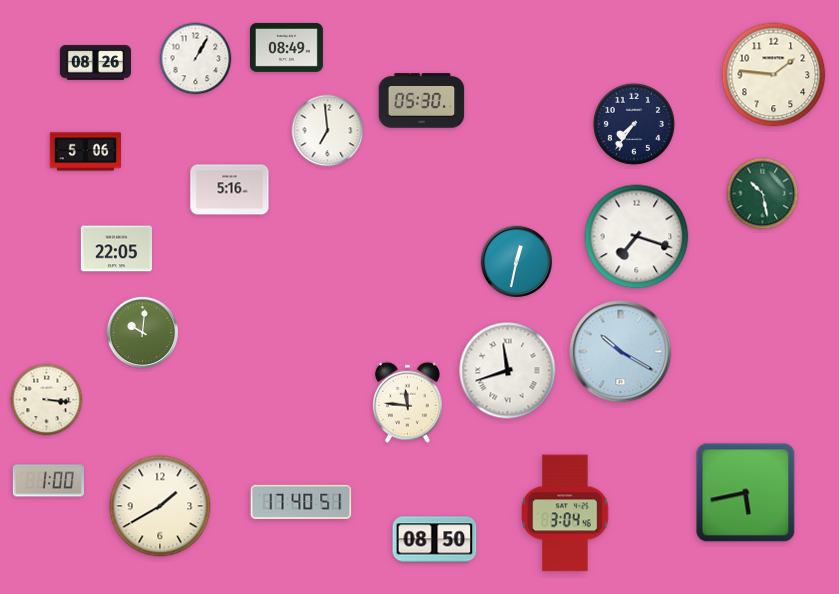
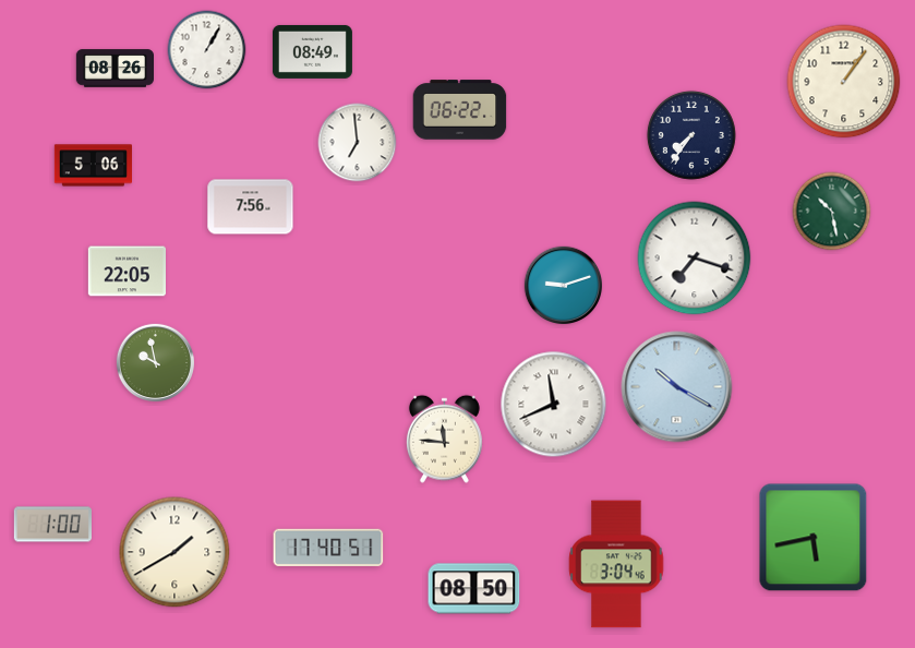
clock at (196, 59) position: (196, 59) -> (207, 50)
clock at (96, 63) position: (96, 63) -> (116, 69)
clock at (774, 75): 1:46 -> 1:06
clock at (422, 101): 05:30 -> 06:22
clock at (230, 190): 5:16 -> 7:56
clock at (516, 261): 12:32 -> 9:12
clock at (142, 332): 10:01 -> 9:58
clock at (621, 352) position: (621, 352) -> (677, 387)
clock at (508, 371): 11:42 -> 11:41
clock at (47, 400): 3:16 -> none
clock at (565, 513) position: (565, 513) -> (616, 564)
